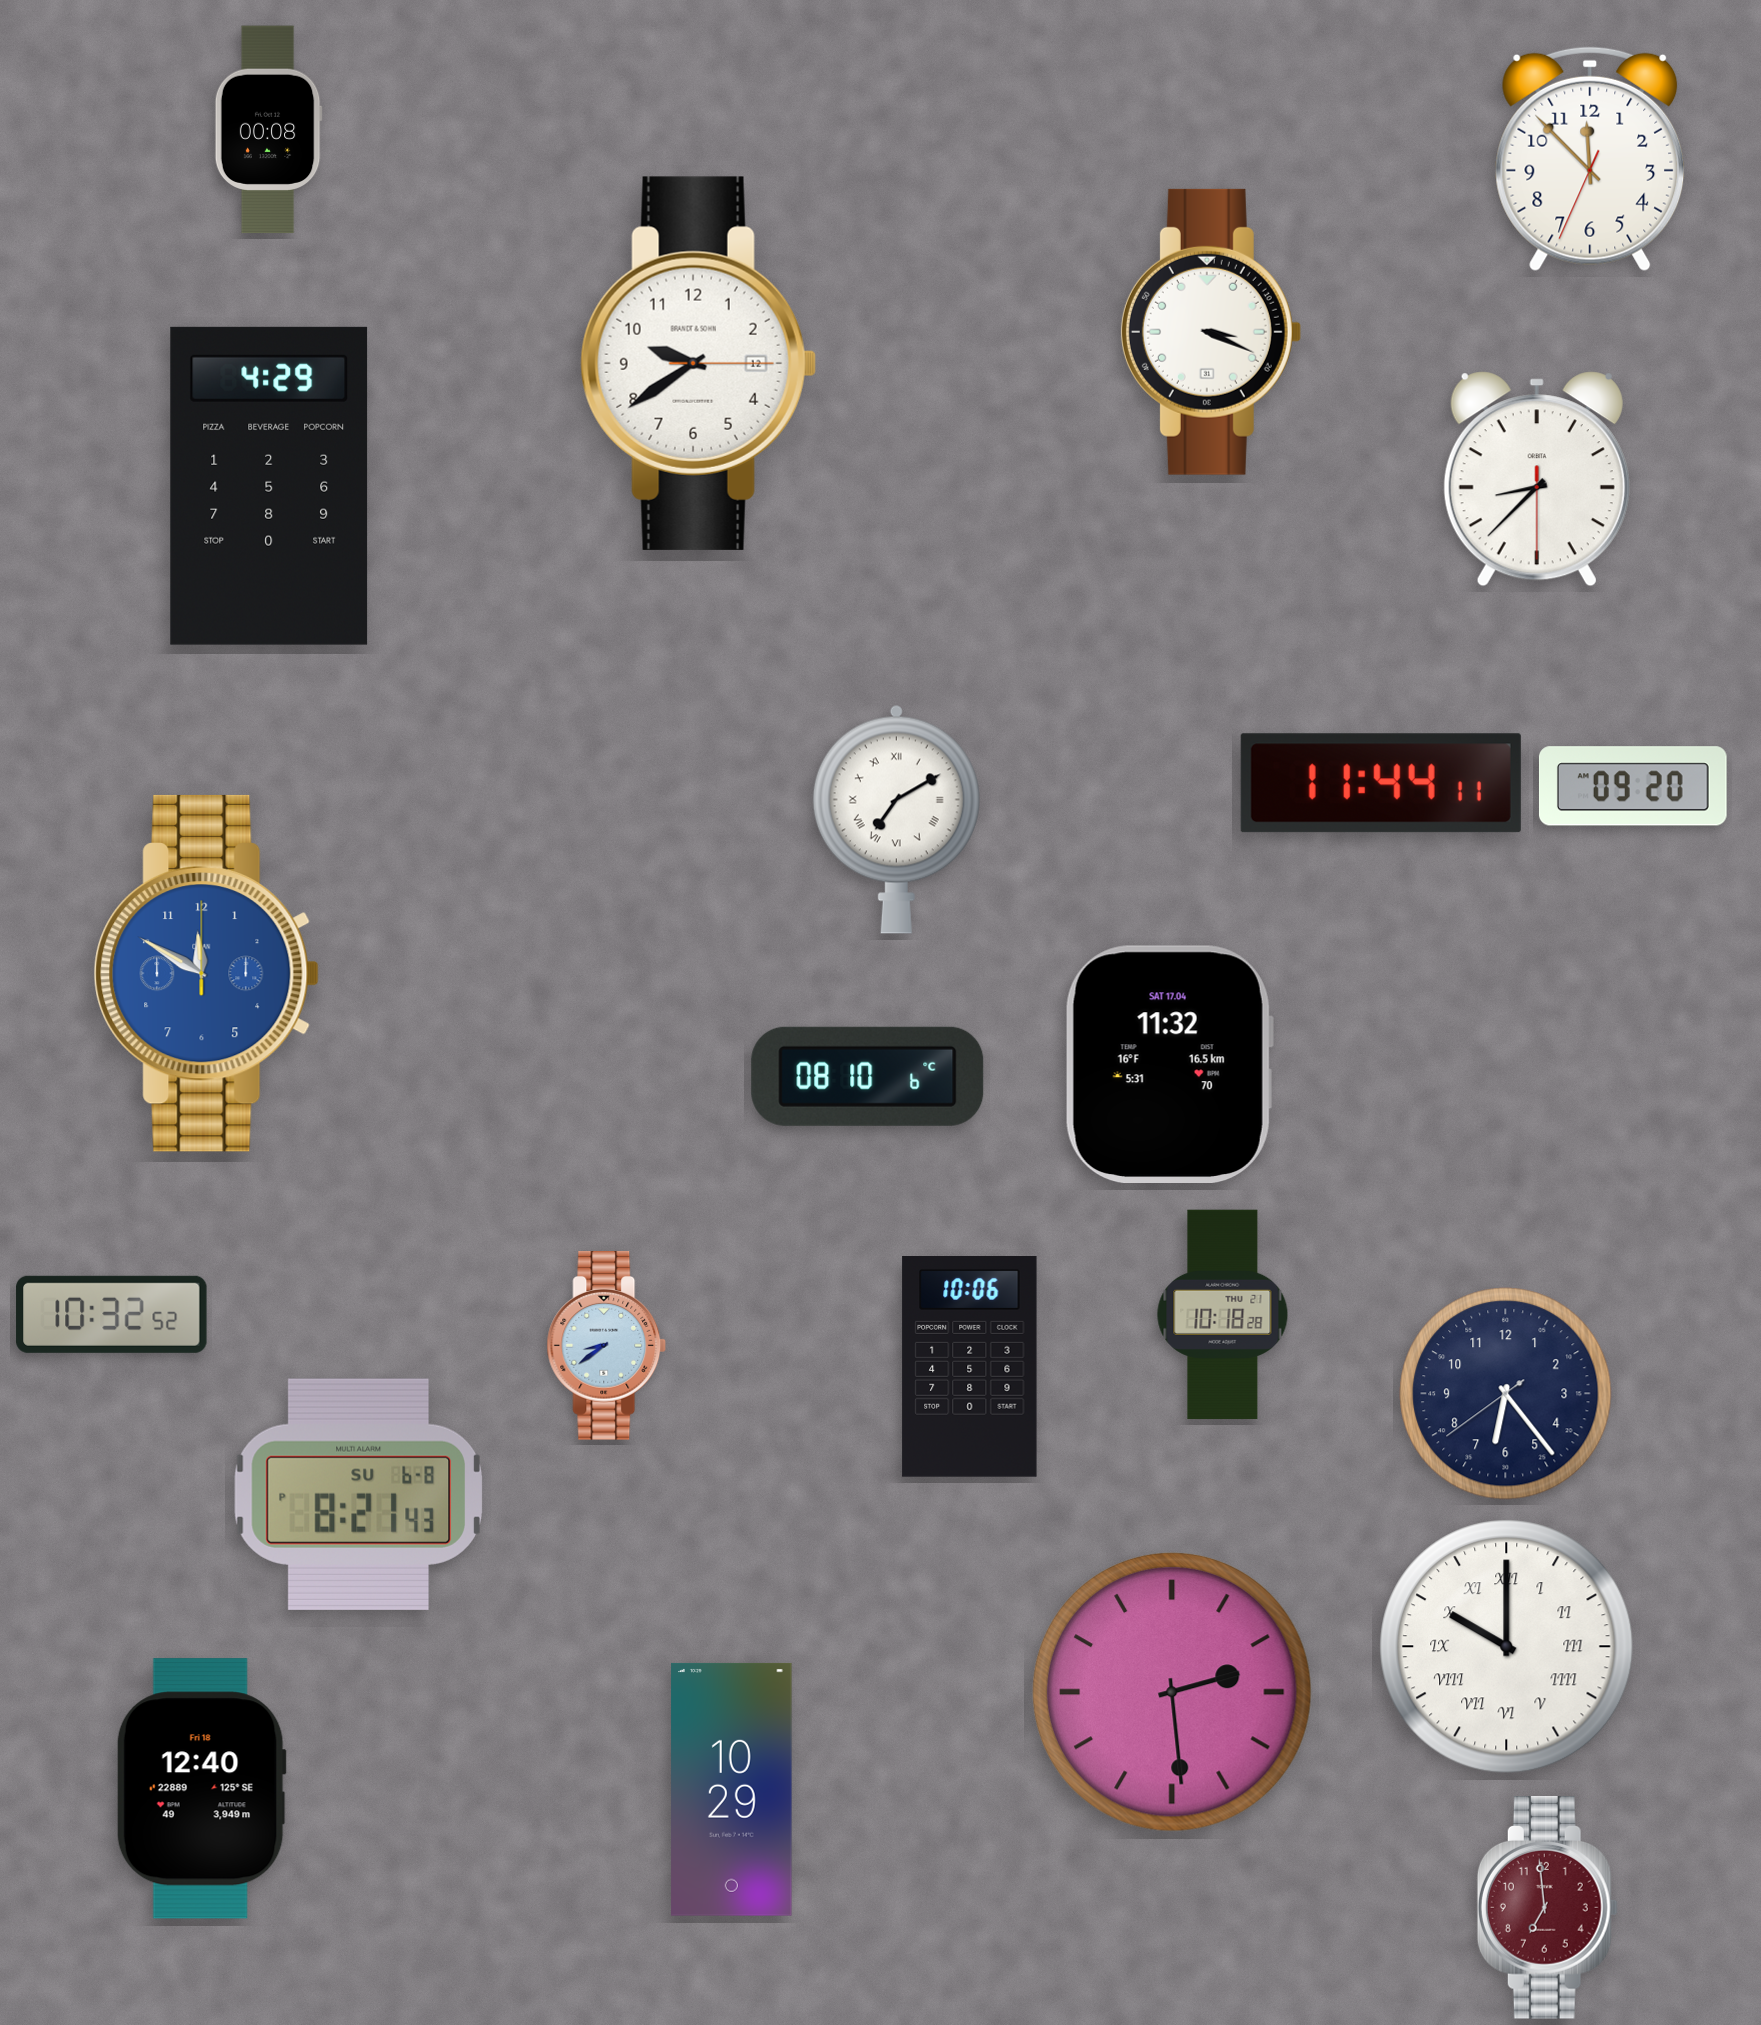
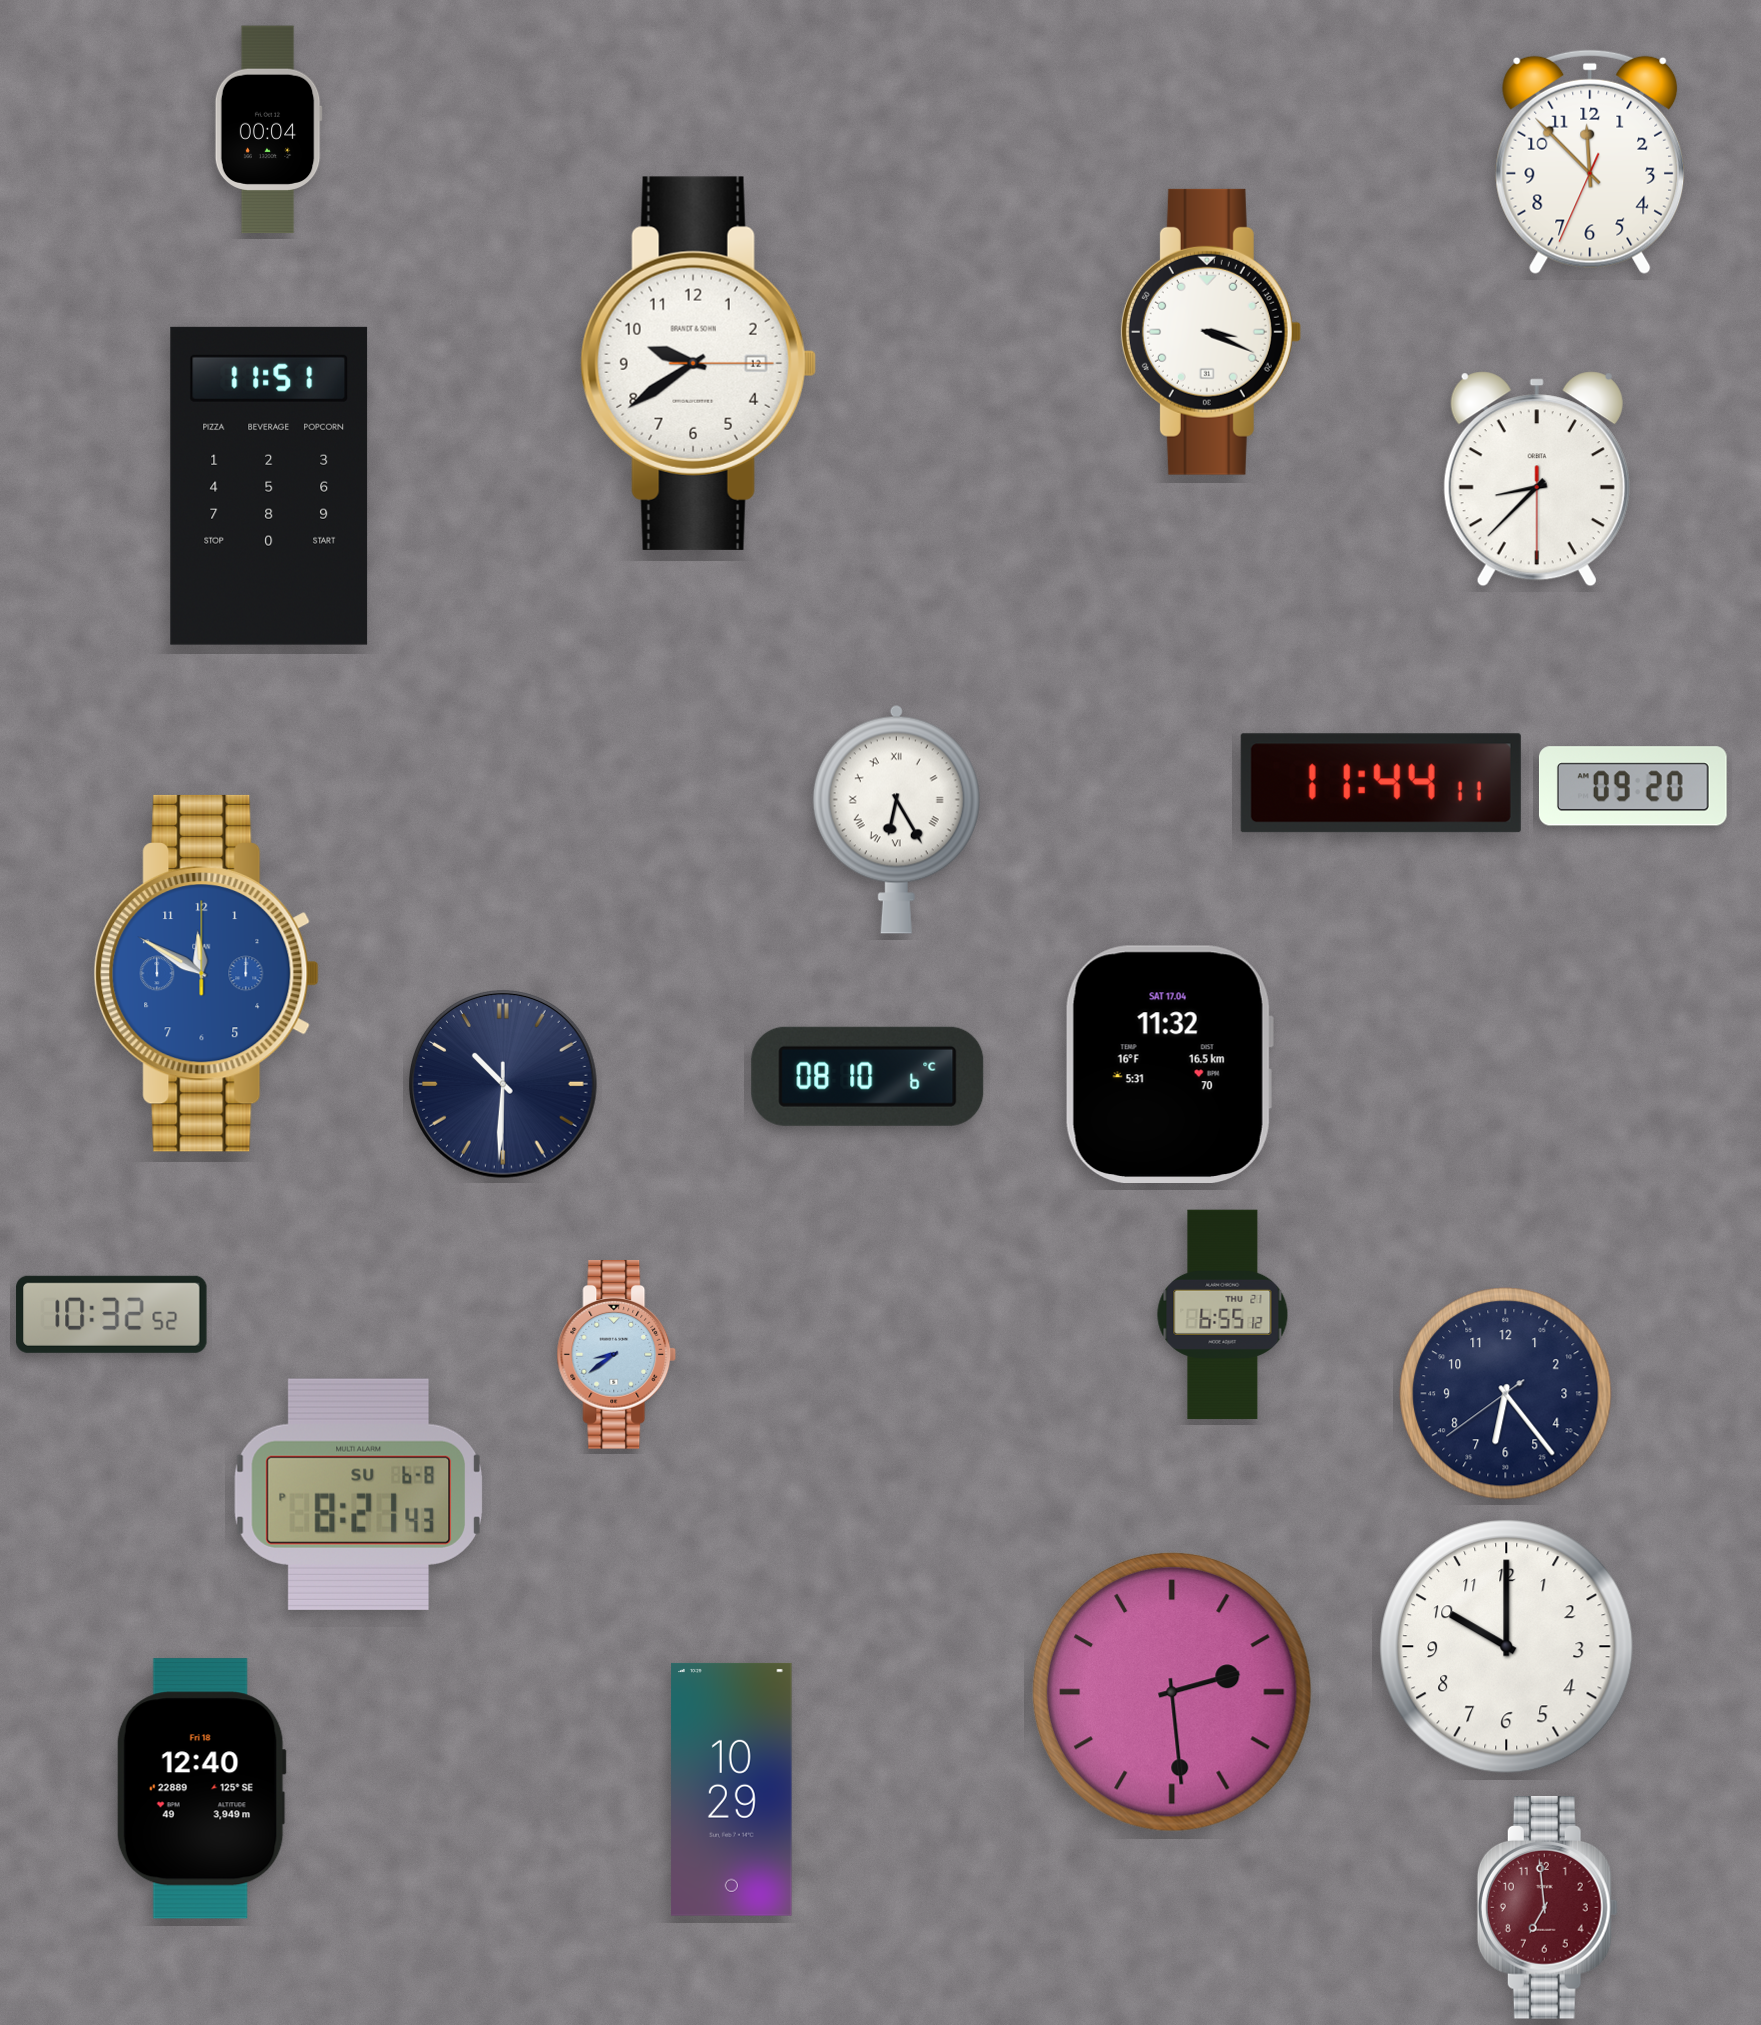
clock at (268, 130): 00:08 -> 00:04
clock at (1590, 159) position: (1590, 159) -> (1590, 162)
clock at (269, 486): 4:29 -> 11:51
clock at (896, 819): 7:10 -> 6:25
clock at (504, 1085): none -> 10:30
clock at (1223, 1315): 10:18 -> 6:55
clock at (607, 1346) position: (607, 1346) -> (617, 1355)
clock at (970, 1367): 10:06 -> none
clock at (1507, 1647) numerals: Roman -> Arabic
